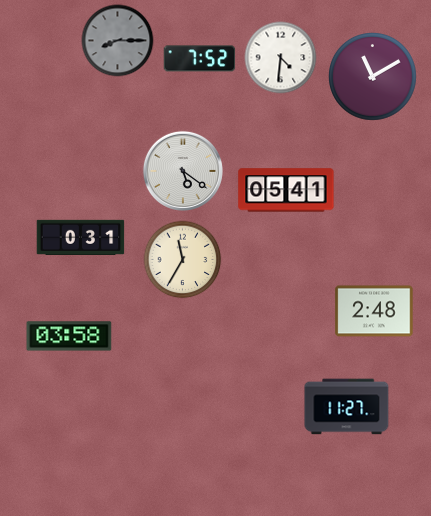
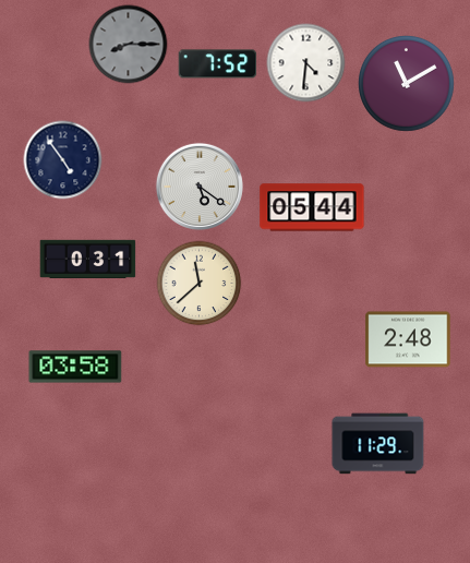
clock at (63, 160): none -> 4:54
clock at (286, 190): 05:41 -> 05:44
clock at (183, 260): 11:35 -> 11:38
clock at (347, 407): 11:27 -> 11:29
